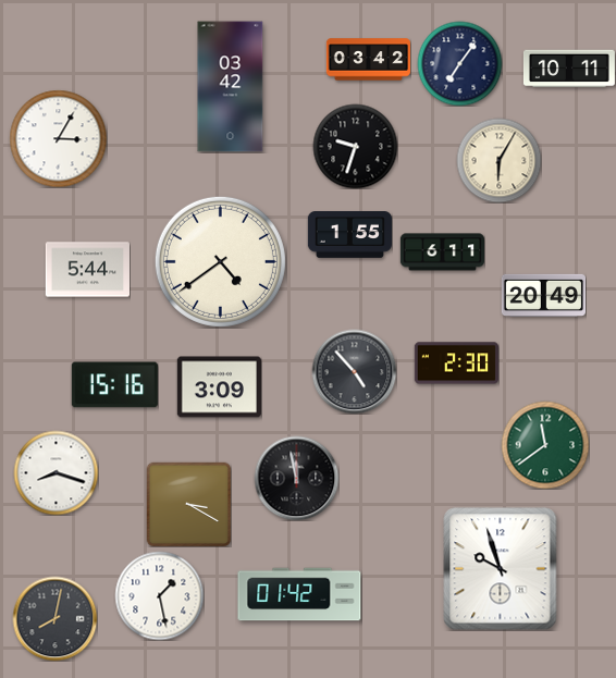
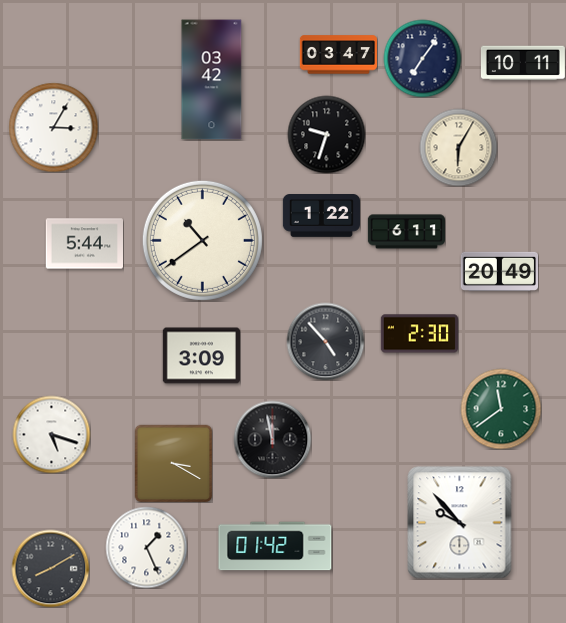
clock at (368, 60): 03:42 -> 03:47
clock at (349, 235): 1:55 -> 1:22
clock at (220, 261): 4:39 -> 10:39
clock at (87, 270) position: (87, 270) -> (84, 244)
clock at (114, 385): 15:16 -> none
clock at (56, 472): 8:18 -> 5:18
clock at (501, 569): 9:57 -> 9:53
clock at (159, 595): 1:28 -> 1:26
clock at (54, 618): 8:02 -> 8:10
